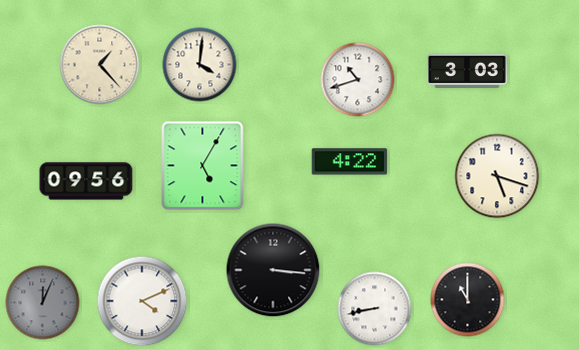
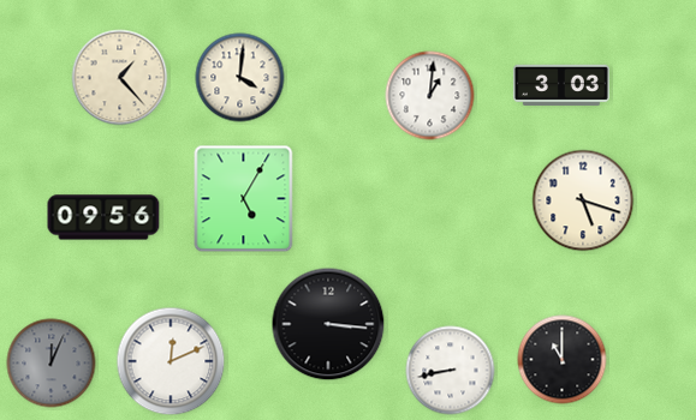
clock at (358, 80): 10:42 -> 1:01
clock at (350, 162): 4:22 -> none
clock at (497, 176) position: (497, 176) -> (583, 200)
clock at (142, 301): 4:11 -> 12:11
